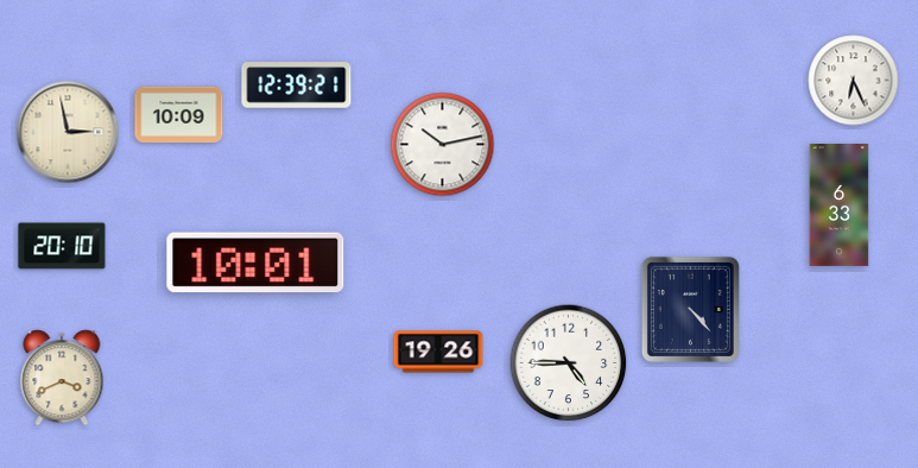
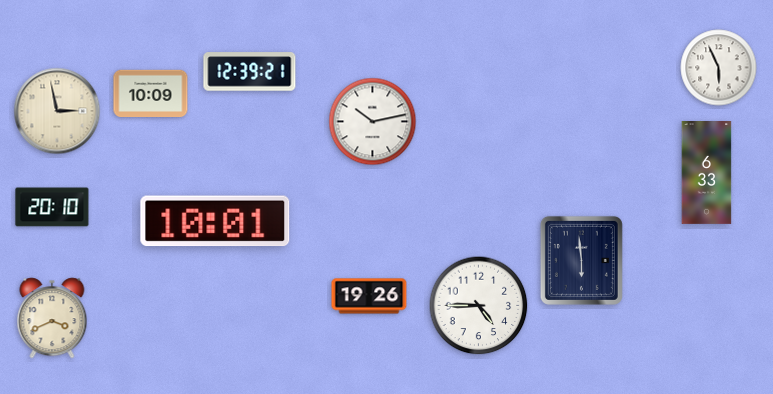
clock at (854, 81): 6:26 -> 5:56
clock at (179, 114) position: (179, 114) -> (151, 93)
clock at (690, 309): 4:23 -> 5:59
